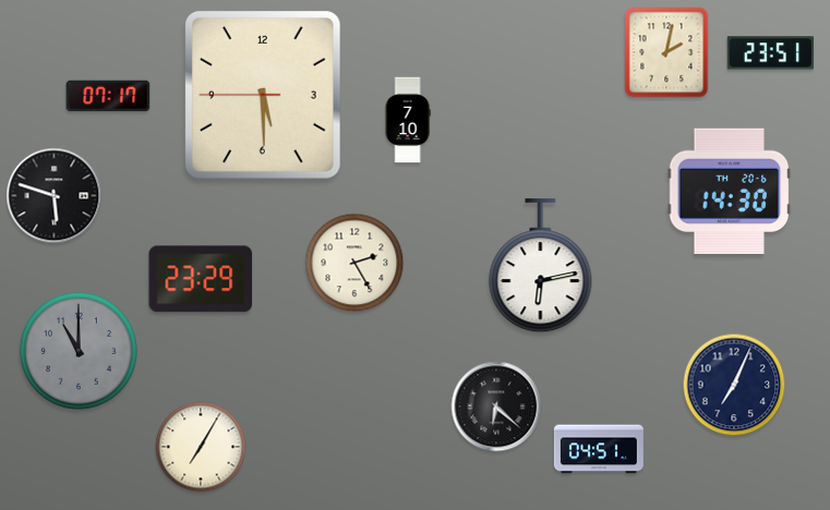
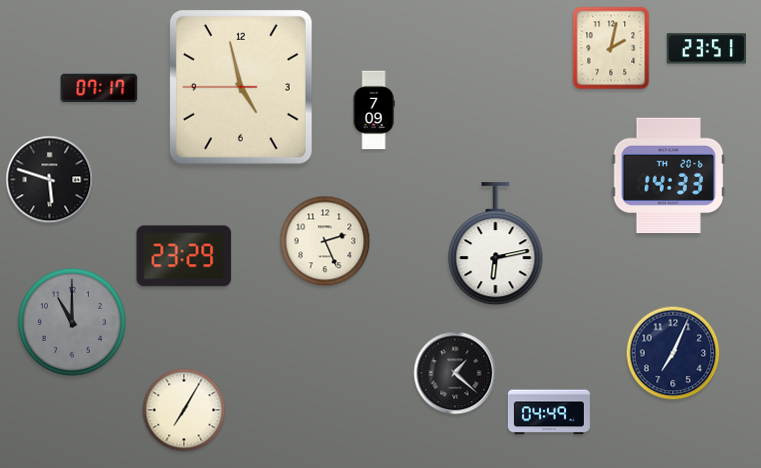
clock at (263, 96): 5:29 -> 4:57
clock at (408, 120): 7:10 -> 7:09
clock at (730, 191): 14:30 -> 14:33
clock at (354, 263): 2:25 -> 2:26
clock at (496, 406): 6:22 -> 1:22
clock at (599, 449): 04:51 -> 04:49
